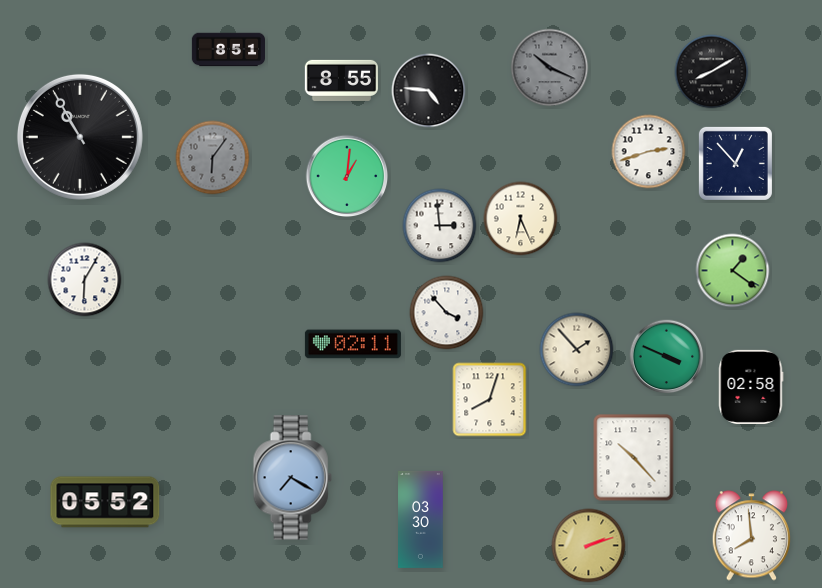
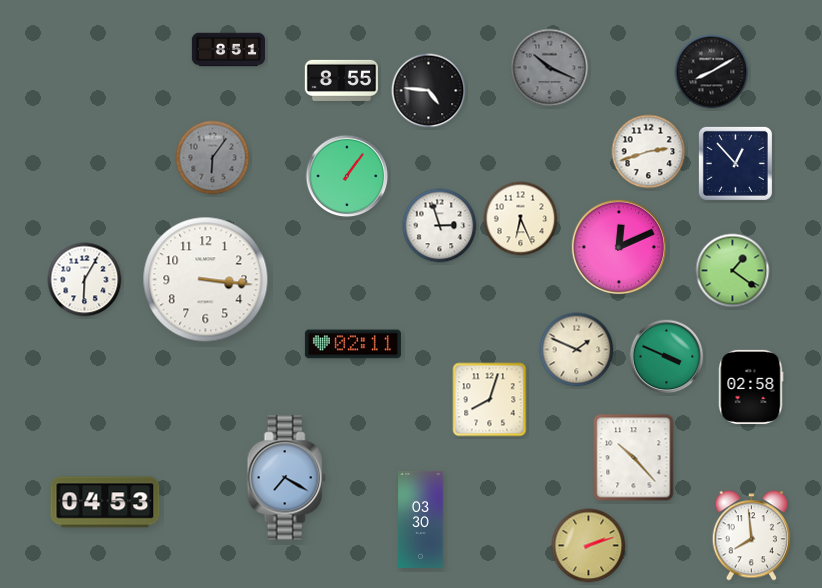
clock at (80, 137): 10:55 -> none
clock at (347, 176): 1:01 -> 1:06
clock at (440, 226): 2:59 -> 2:57
clock at (619, 247): none -> 12:11
clock at (206, 280): none -> 3:16
clock at (447, 313): 3:53 -> none
clock at (577, 350): 1:53 -> 1:49
clock at (292, 478) position: (292, 478) -> (286, 478)
clock at (105, 502): 05:52 -> 04:53
